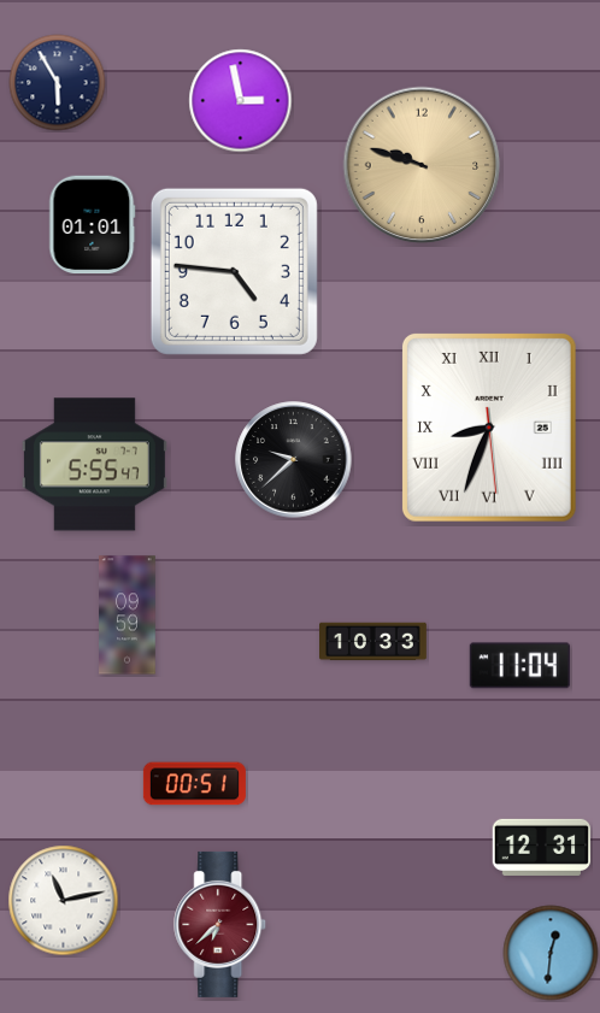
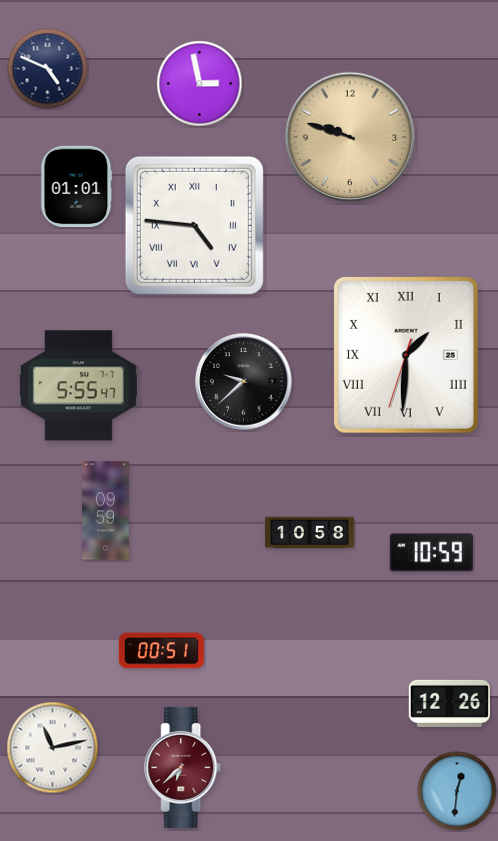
clock at (58, 83): 5:55 -> 4:49
clock at (234, 271) numerals: Arabic -> Roman
clock at (489, 428): 8:33 -> 1:30
clock at (373, 642): 10:33 -> 10:58
clock at (519, 666): 11:04 -> 10:59
clock at (542, 847): 12:31 -> 12:26
